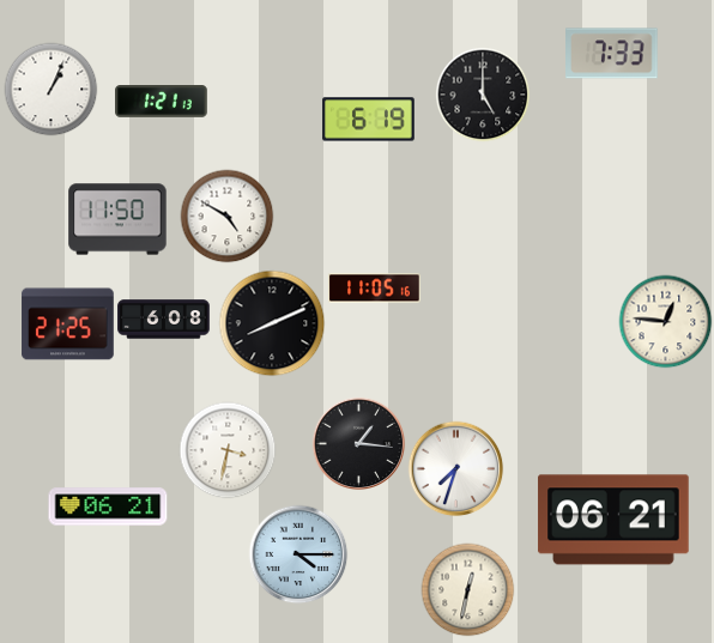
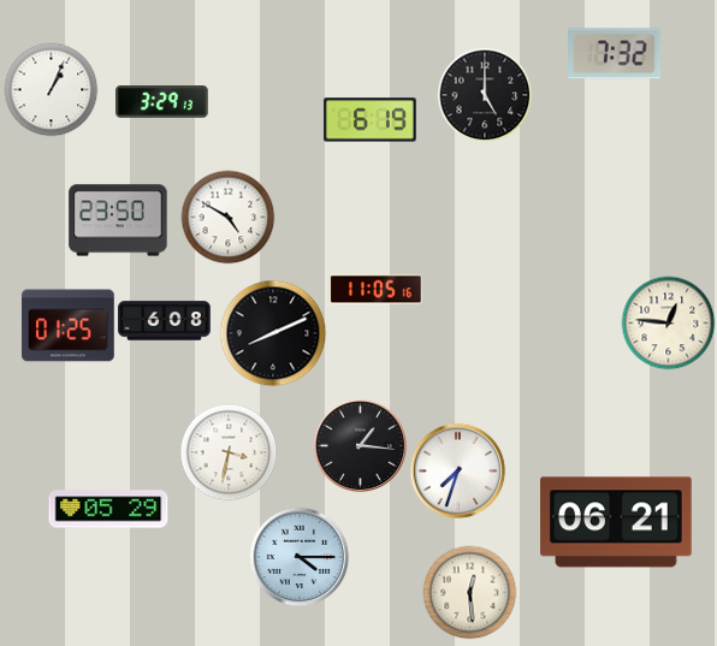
clock at (612, 54): 7:33 -> 7:32
clock at (162, 102): 1:21 -> 3:29
clock at (117, 219): 11:50 -> 23:50
clock at (272, 323) position: (272, 323) -> (273, 333)
clock at (68, 324): 21:25 -> 01:25
clock at (108, 506): 06:21 -> 05:29
clock at (467, 589): 12:32 -> 12:29
